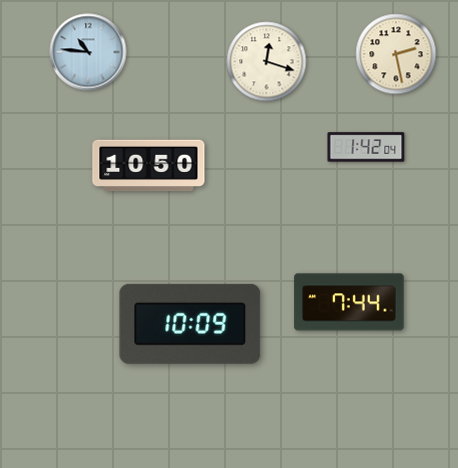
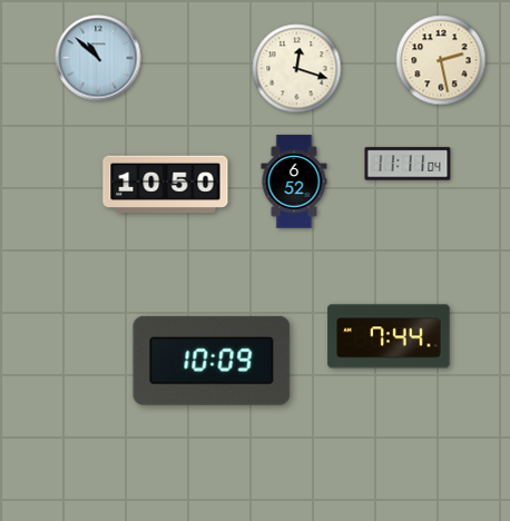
clock at (88, 52): 10:46 -> 10:52
clock at (366, 147): 1:42 -> 11:11
clock at (294, 181): none -> 6:52
